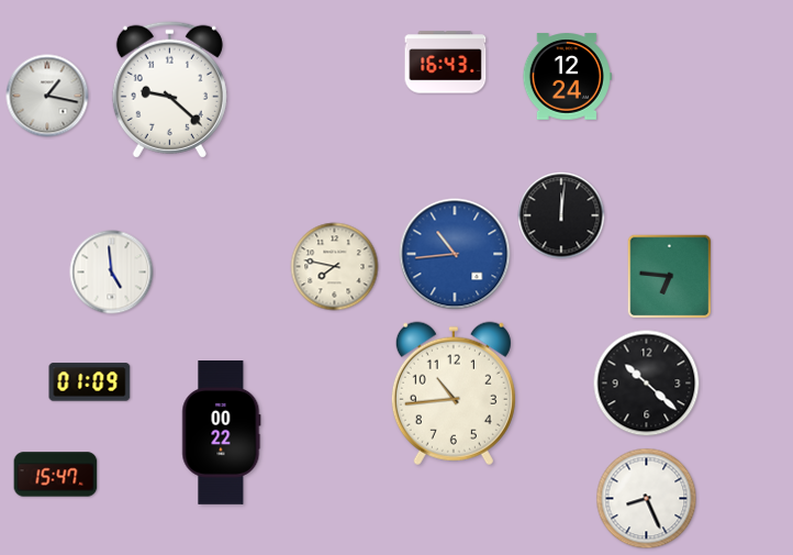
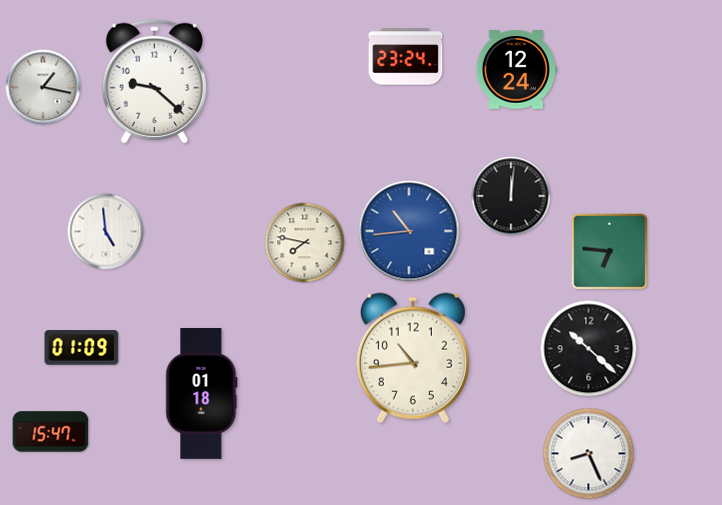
clock at (446, 63): 16:43 -> 23:24
clock at (455, 254) position: (455, 254) -> (409, 231)
clock at (112, 273) position: (112, 273) -> (106, 232)
clock at (222, 433): 00:22 -> 01:18
